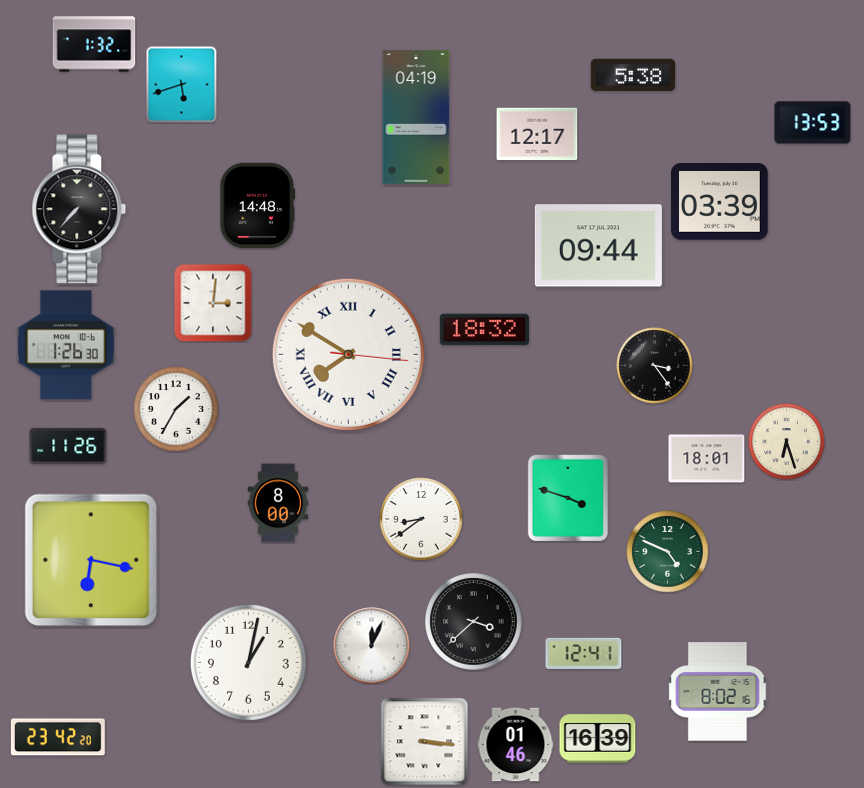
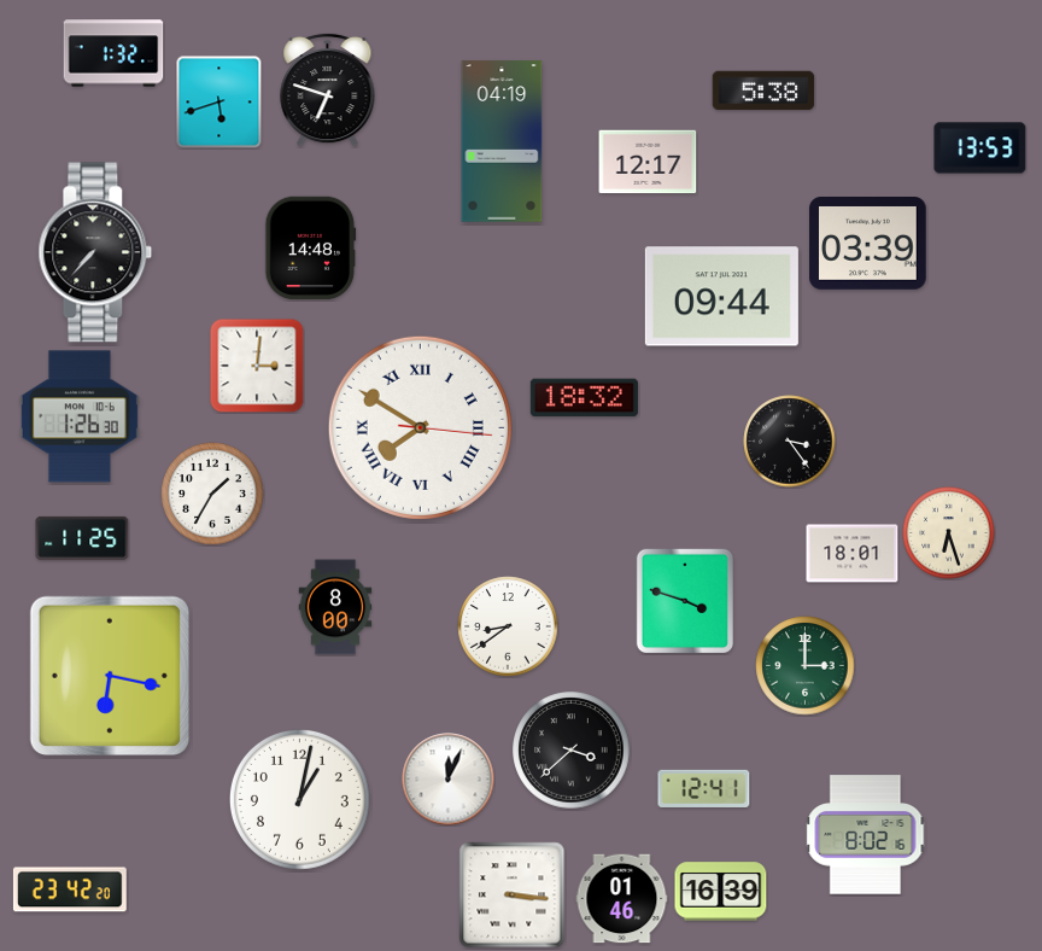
clock at (328, 89): none -> 6:48
clock at (68, 446): 11:26 -> 11:25
clock at (668, 552): 4:49 -> 3:00
